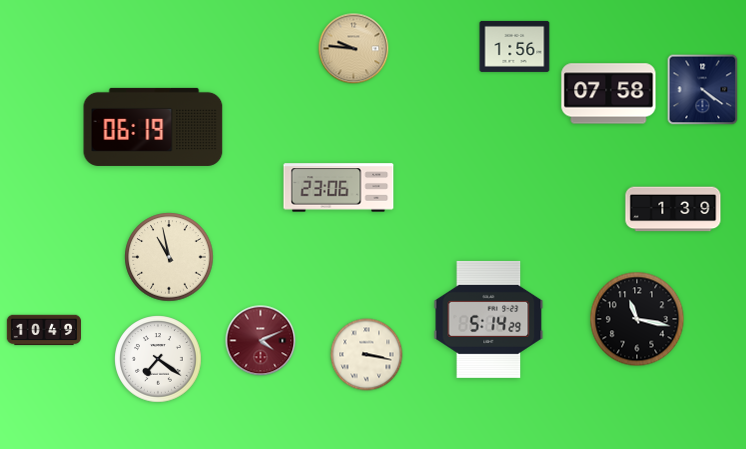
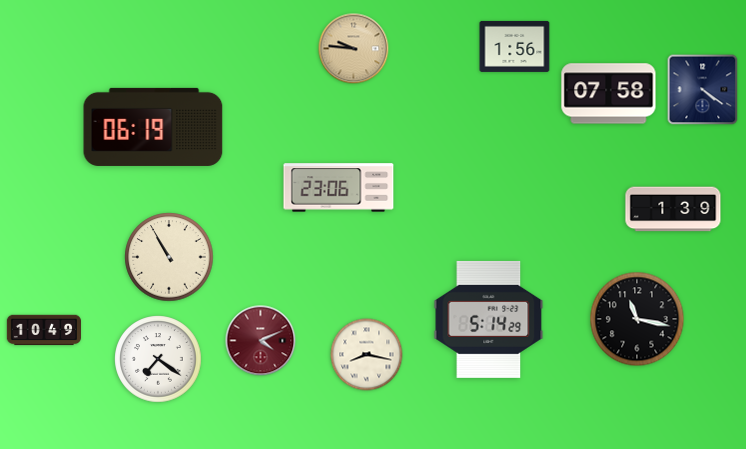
clock at (169, 257): 10:58 -> 10:55
clock at (367, 355): 3:17 -> 8:17
